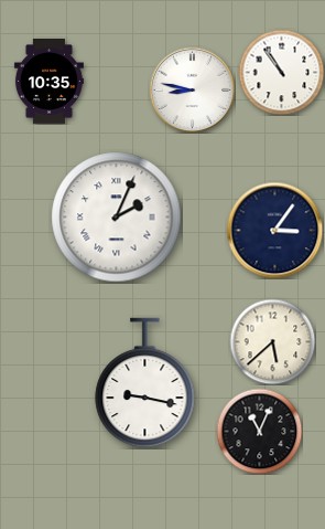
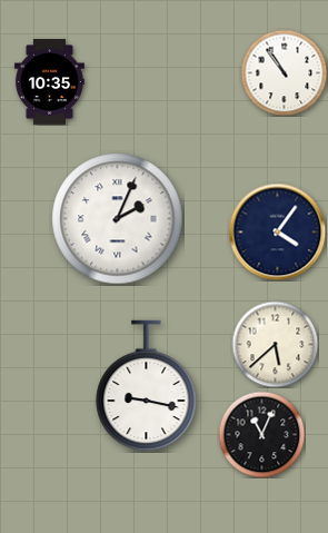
clock at (192, 89): 8:47 -> none
clock at (274, 230): 3:06 -> 4:06
